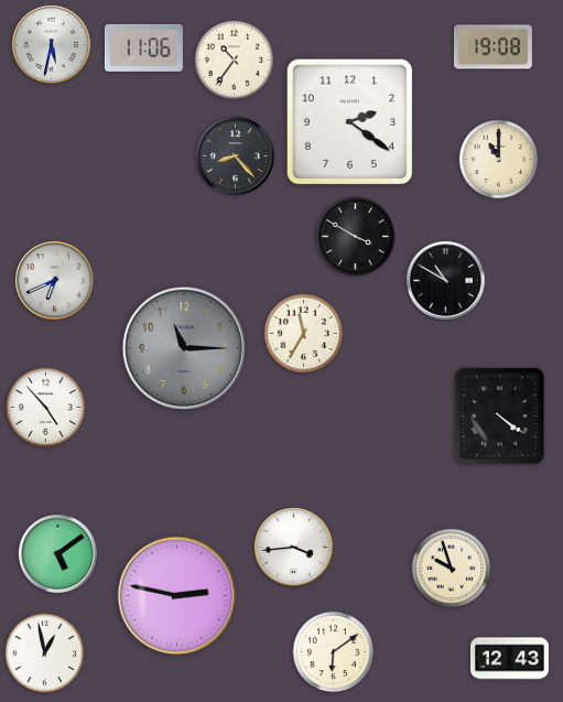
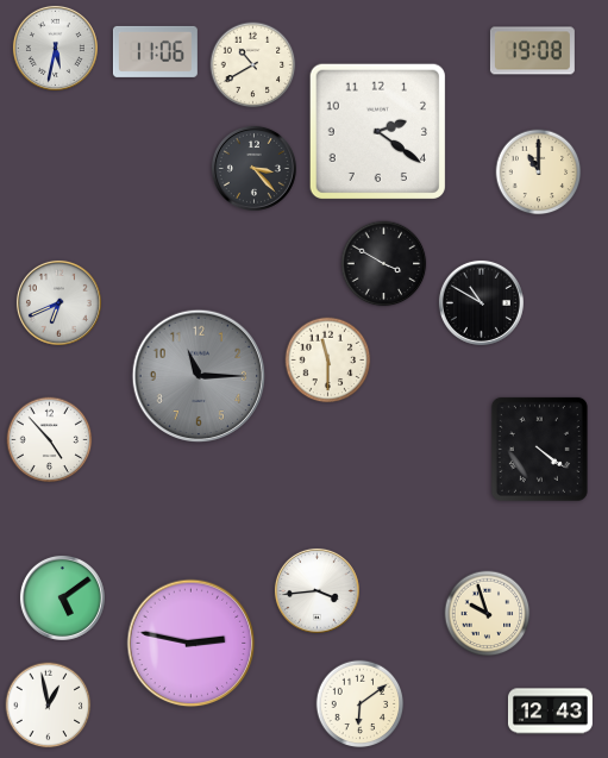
clock at (235, 61): 10:36 -> 10:40
clock at (235, 155): 8:23 -> 3:23
clock at (356, 237) position: (356, 237) -> (384, 264)
clock at (304, 334): 11:35 -> 11:30
